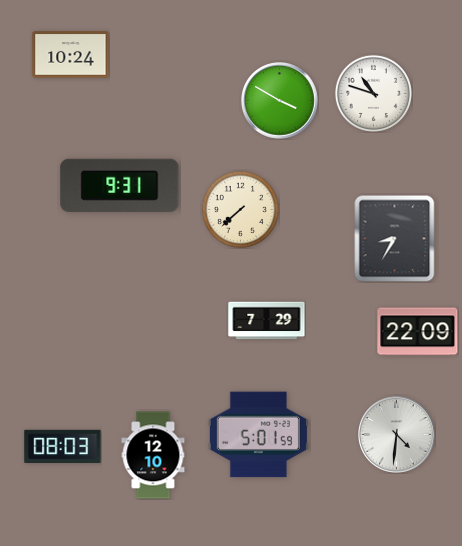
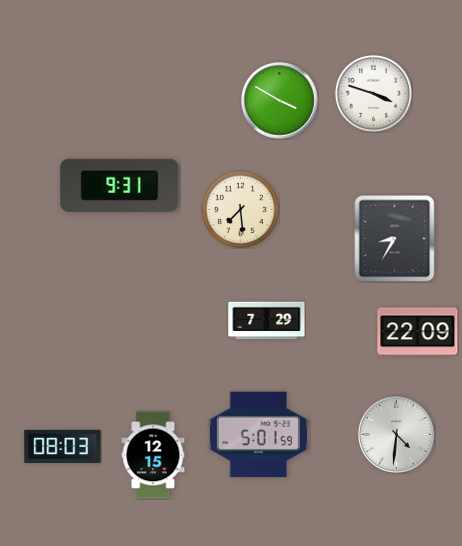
clock at (71, 55): 10:24 -> none
clock at (373, 93): 10:48 -> 3:48
clock at (240, 209): 7:38 -> 7:29
clock at (153, 455): 12:10 -> 12:15
